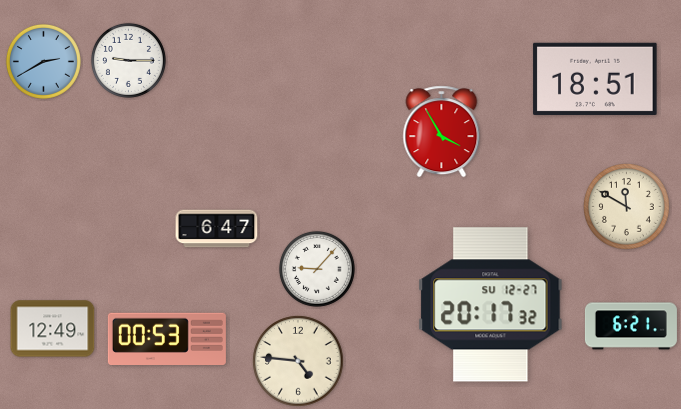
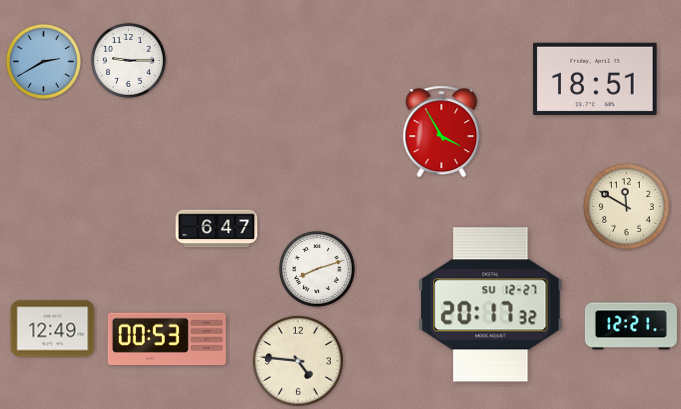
clock at (317, 269): 9:07 -> 8:12
clock at (631, 326): 6:21 -> 12:21
